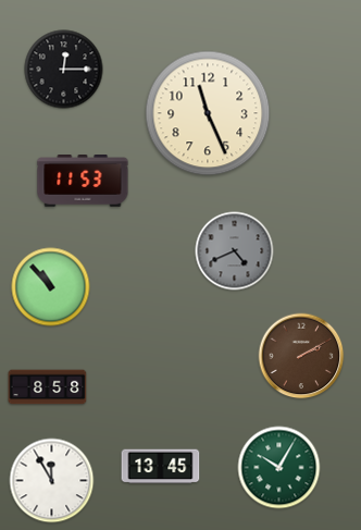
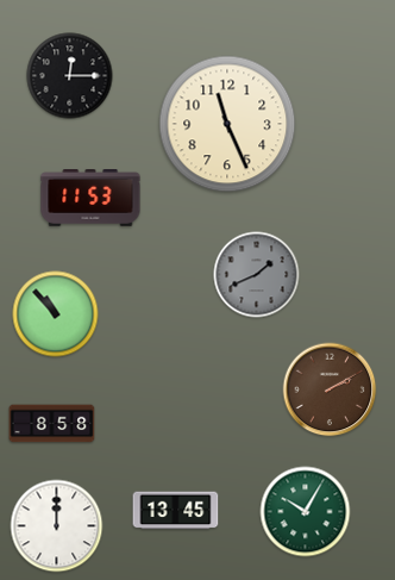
clock at (235, 251): 4:41 -> 1:41
clock at (52, 481): 11:55 -> 12:00
